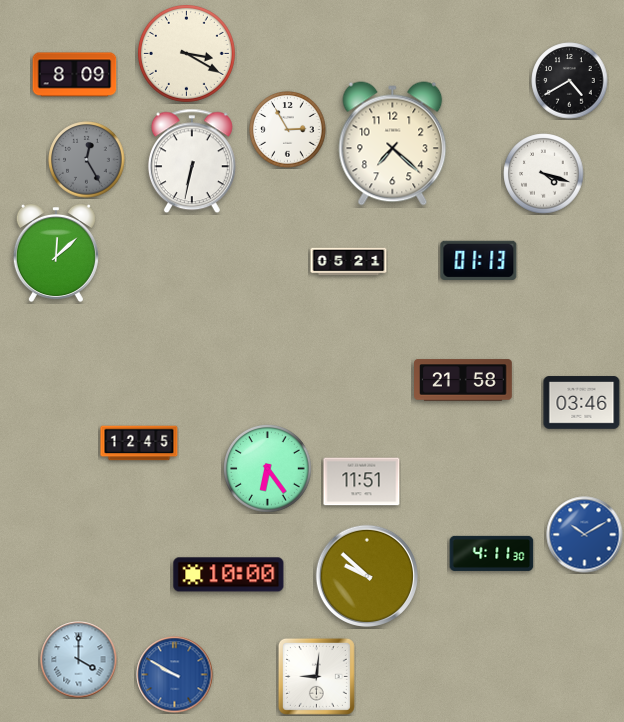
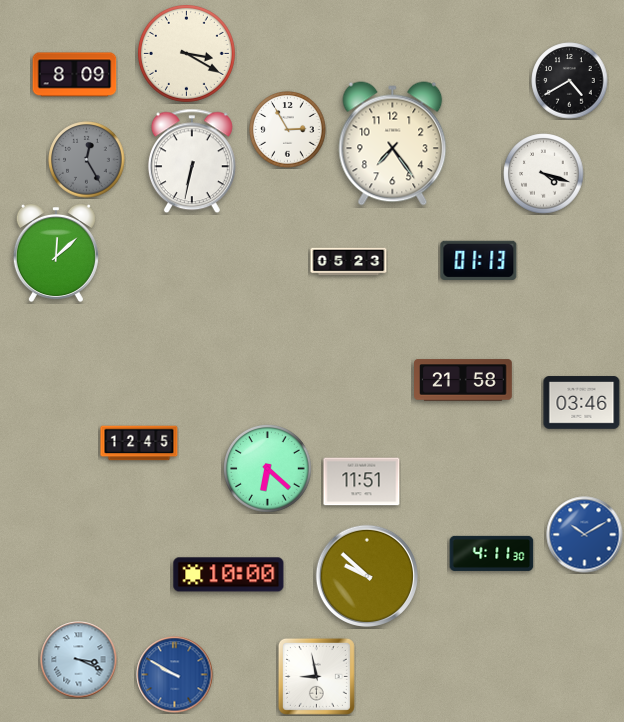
clock at (393, 144): 7:22 -> 7:24
clock at (349, 262): 05:21 -> 05:23
clock at (268, 469): 6:24 -> 6:22
clock at (79, 660): 4:00 -> 3:19
clock at (316, 676): 9:01 -> 8:58
